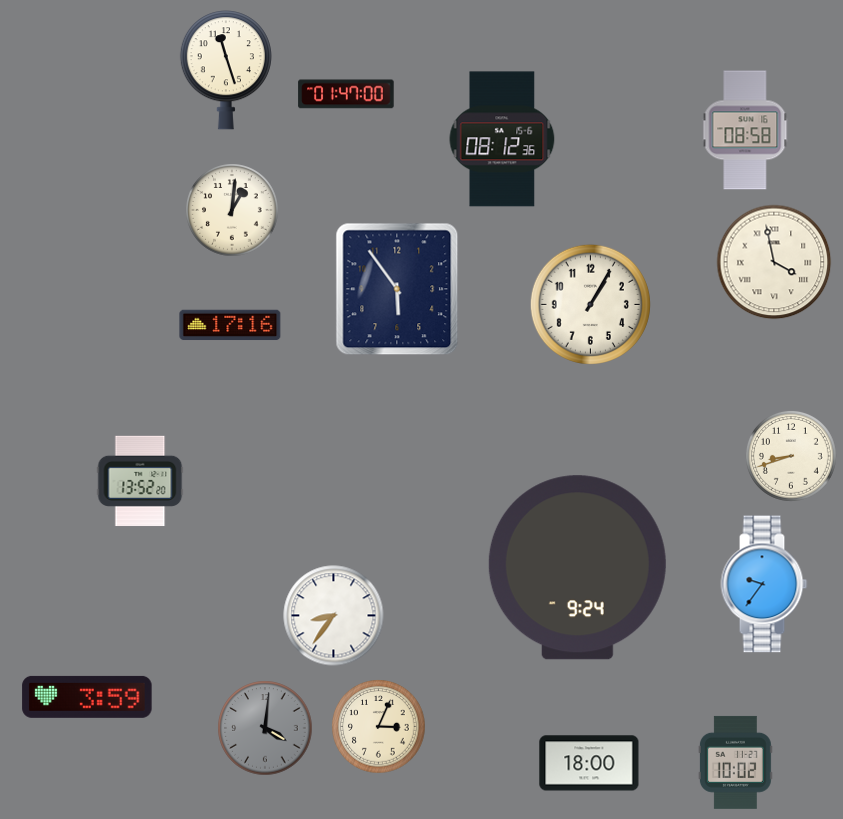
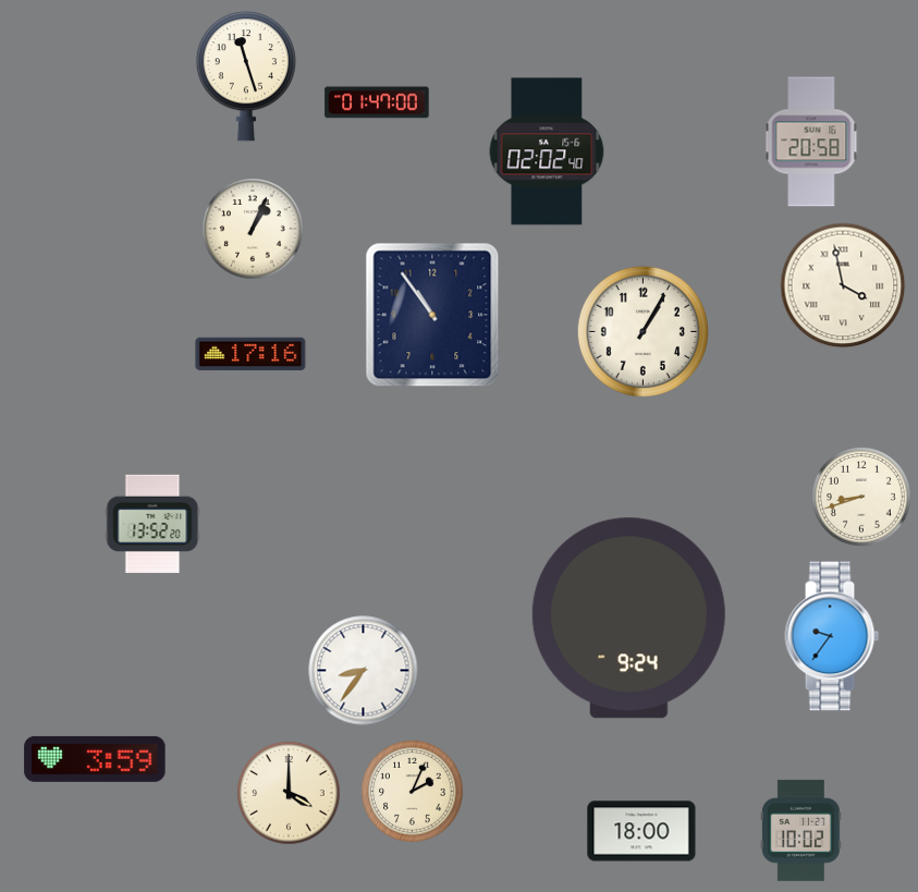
clock at (745, 130): 08:58 -> 20:58
clock at (502, 139): 08:12 -> 02:02
clock at (232, 210): 1:01 -> 1:04
clock at (397, 289): 5:54 -> 10:54
clock at (379, 727): 3:04 -> 2:04
clock at (265, 728): 4:01 -> 4:00
clock at (265, 728) dial: grey -> cream
